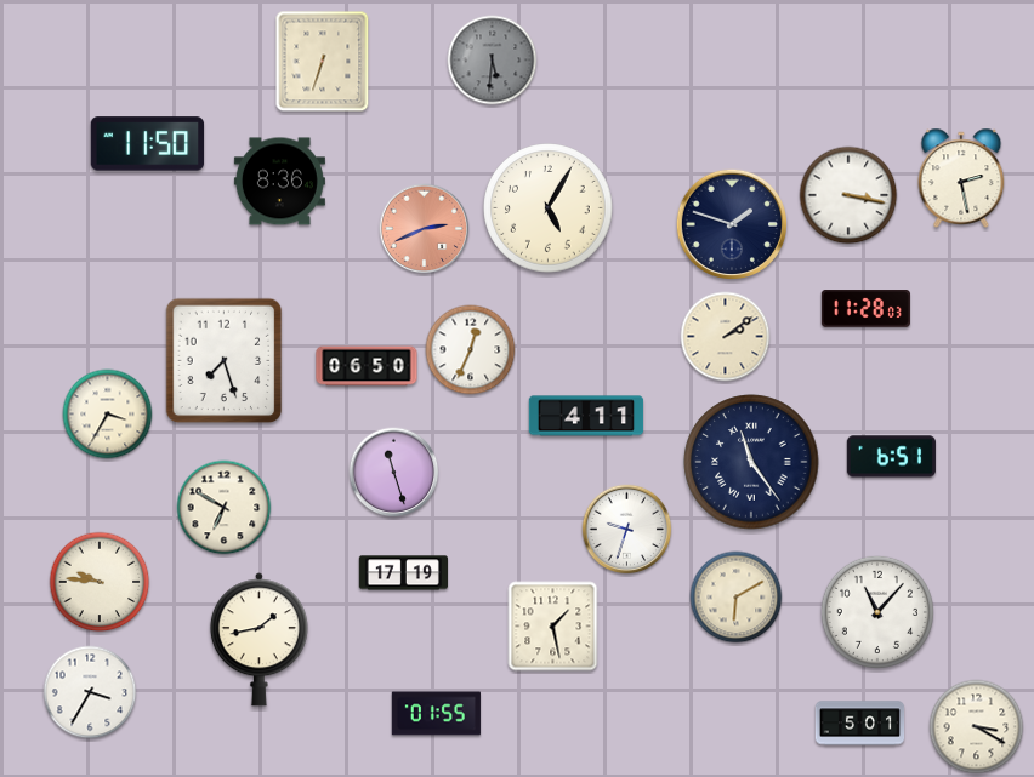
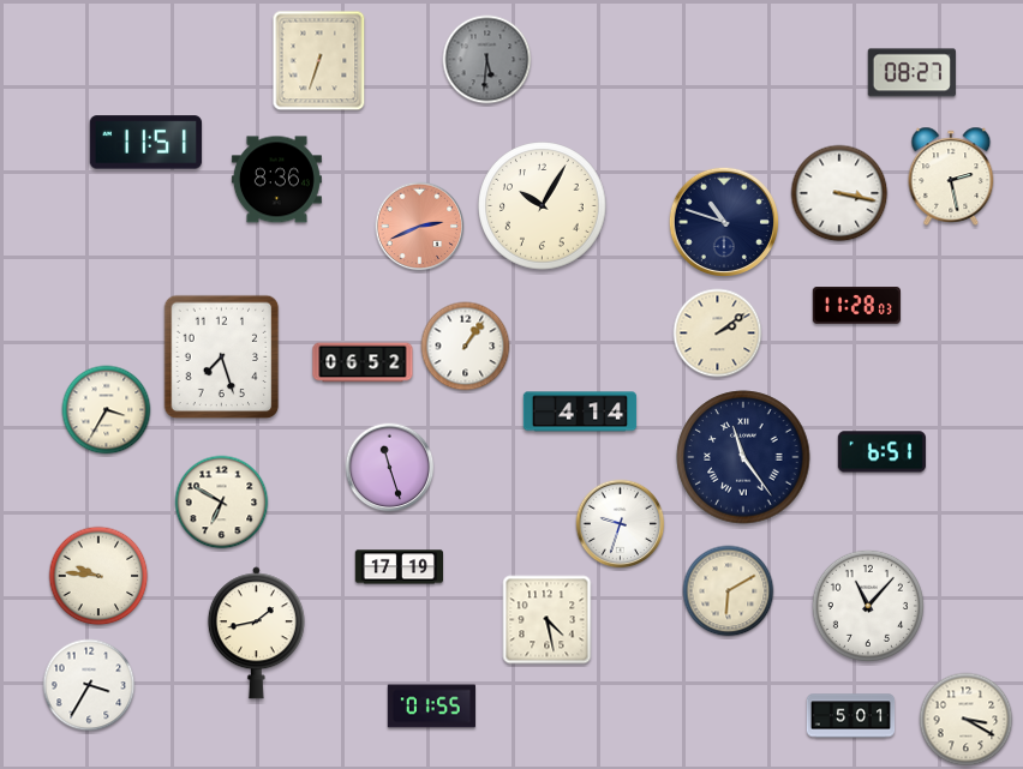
clock at (911, 73): none -> 08:27
clock at (148, 144): 11:50 -> 11:51
clock at (549, 208): 5:05 -> 10:05
clock at (731, 223): 1:48 -> 10:48
clock at (471, 350): 12:34 -> 1:06
clock at (367, 366): 06:50 -> 06:52
clock at (586, 416): 4:11 -> 4:14
clock at (553, 627): 1:28 -> 4:28
